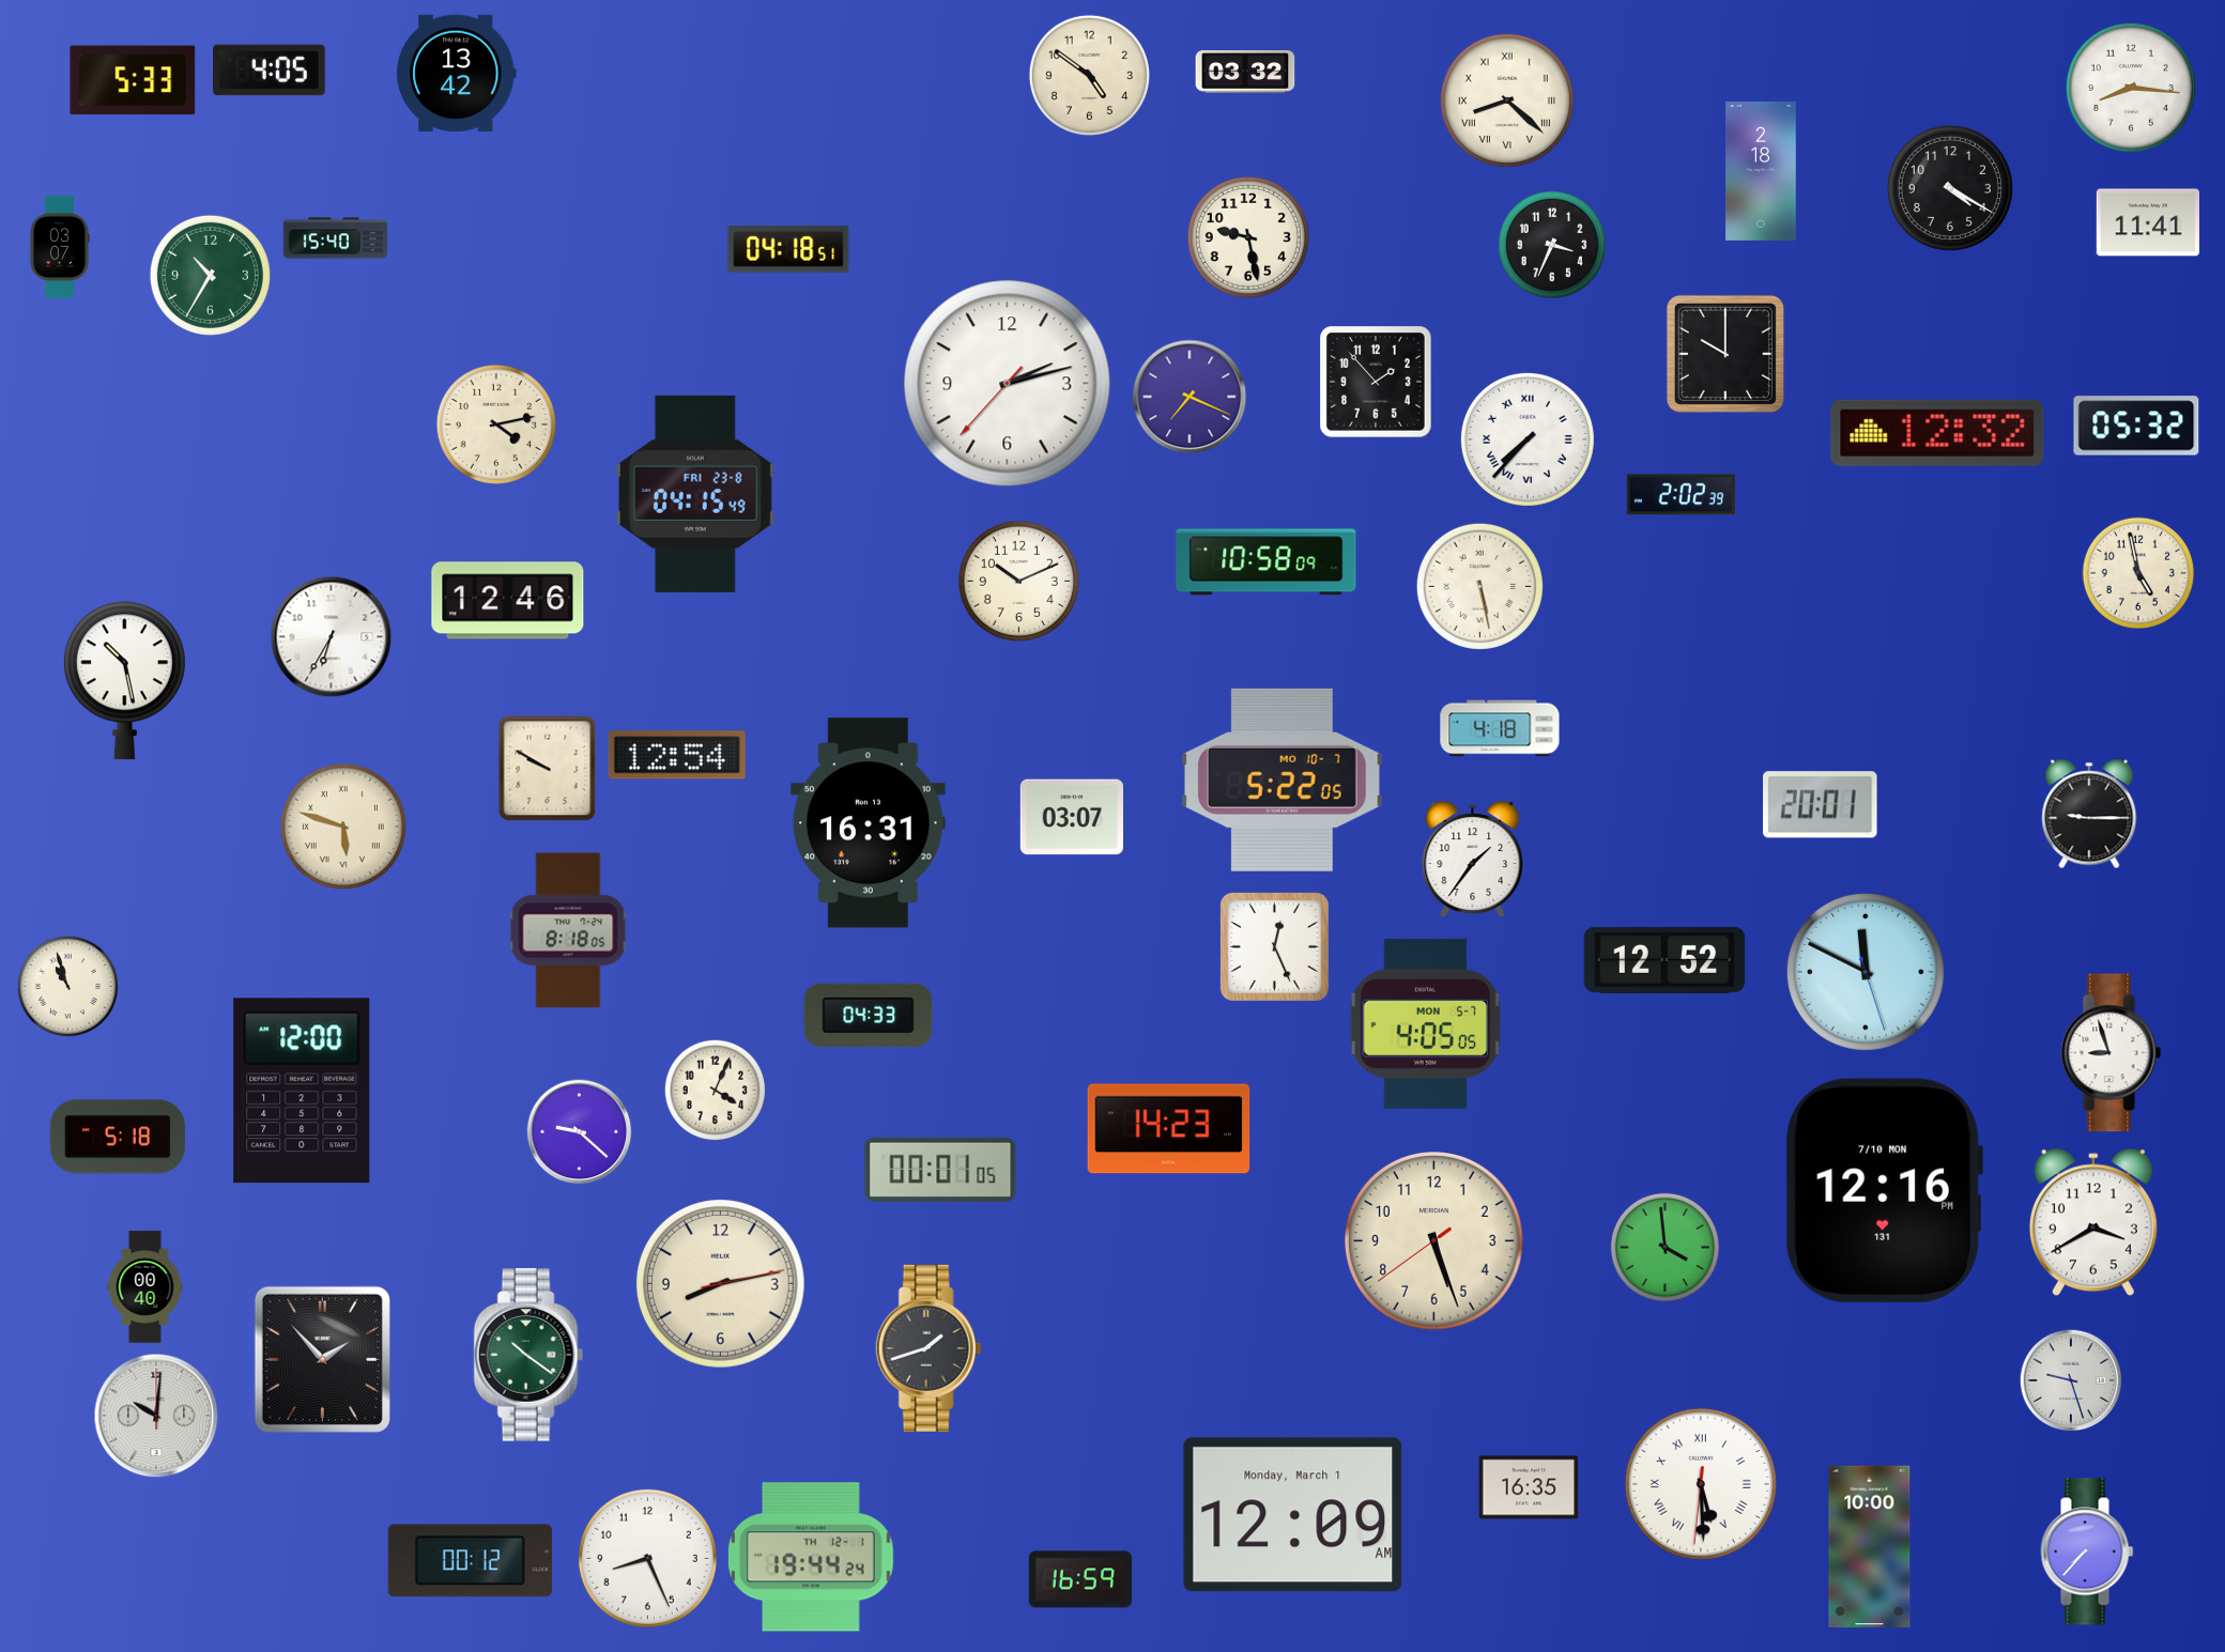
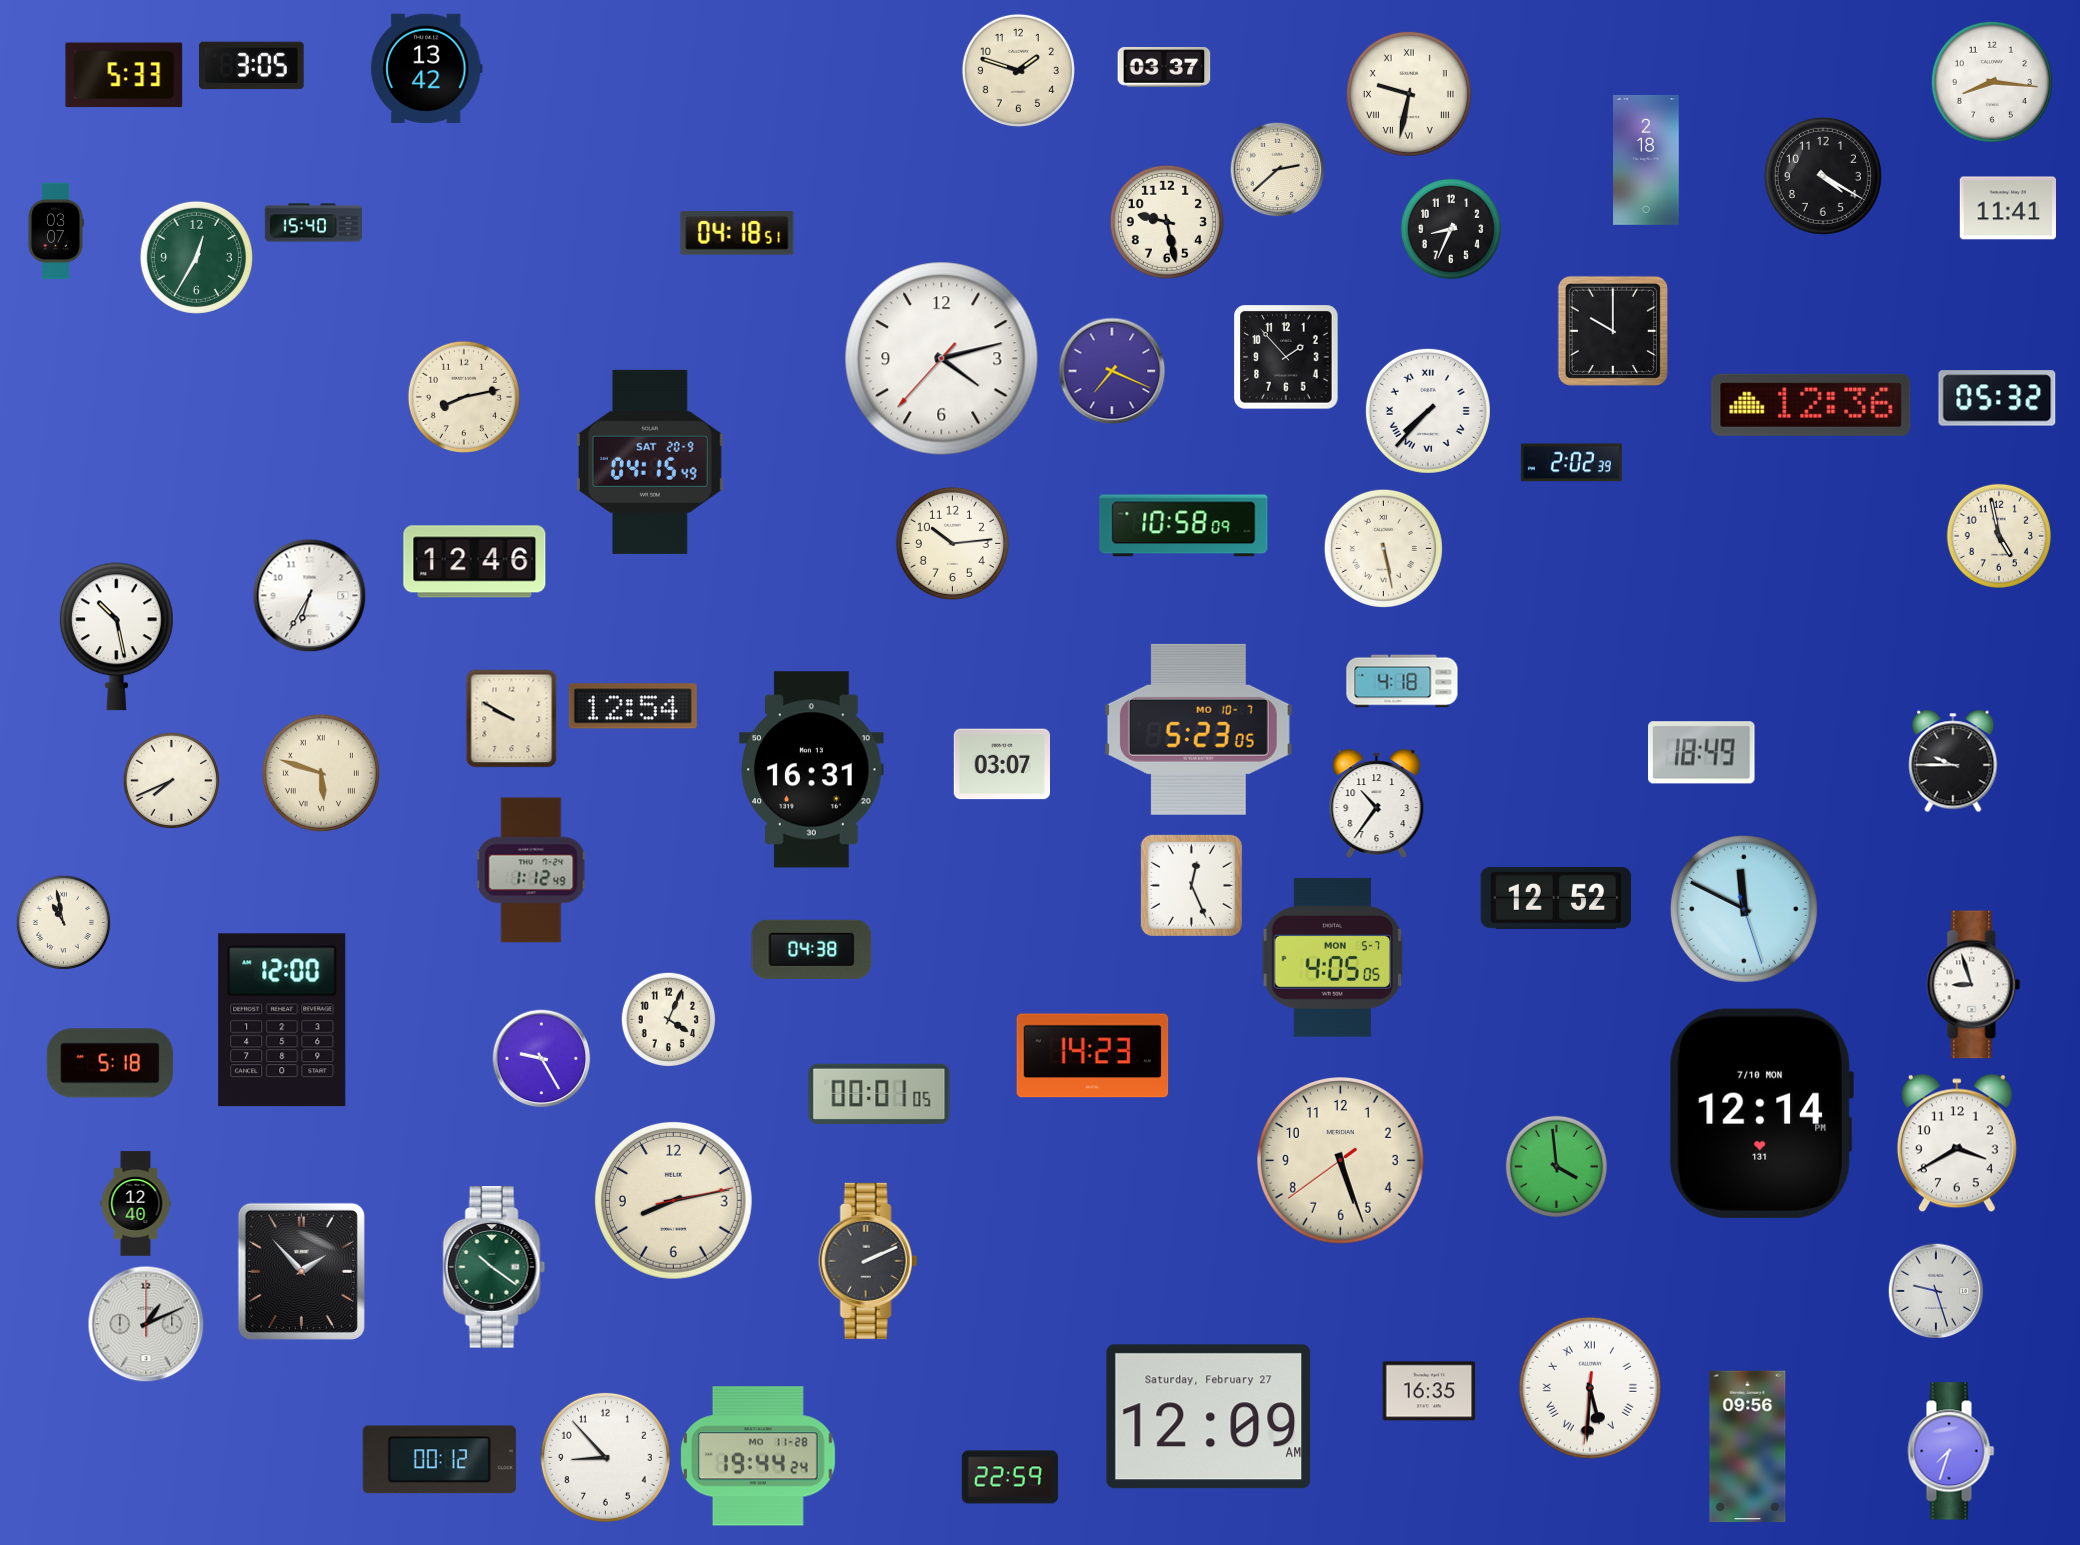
clock at (270, 71): 4:05 -> 3:05
clock at (1245, 73): 03:32 -> 03:37
clock at (1089, 75): 4:51 -> 1:48
clock at (1507, 101): 8:22 -> 9:32
clock at (1278, 170): none -> 2:38
clock at (1551, 244): 3:34 -> 8:34
clock at (210, 275): 10:35 -> 12:35
clock at (1008, 384): 2:12 -> 4:12
clock at (496, 424): 4:13 -> 8:13
clock at (1937, 433): 12:32 -> 12:36
clock at (695, 494) date: FRI 23-8 -> SAT 20-9
clock at (1018, 581): 10:11 -> 10:14
clock at (1282, 779): 5:22 -> 5:23
clock at (1821, 805): 20:01 -> 18:49
clock at (2089, 814): 9:15 -> 9:45
clock at (171, 780): none -> 7:41
clock at (1473, 860): 1:36 -> 10:36
clock at (568, 930): 8:18 -> 1:12
clock at (68, 987): 10:57 -> 10:58
clock at (869, 1015): 04:33 -> 04:38
clock at (580, 1132): 9:22 -> 9:25
clock at (1884, 1190): 12:16 -> 12:14
clock at (145, 1287): 00:40 -> 12:40
clock at (929, 1348): 1:42 -> 2:11
clock at (156, 1416): 10:01 -> 1:11
clock at (1701, 1484): 5:29 -> 5:30
clock at (1293, 1515) date: Monday, March 1 -> Saturday, February 27
clock at (1870, 1547): 10:00 -> 09:56
clock at (2087, 1551): 7:37 -> 7:33
clock at (811, 1557) date: TH 12-1 -> MO 11-28
clock at (647, 1558): 8:26 -> 8:53
clock at (1080, 1579): 16:59 -> 22:59
